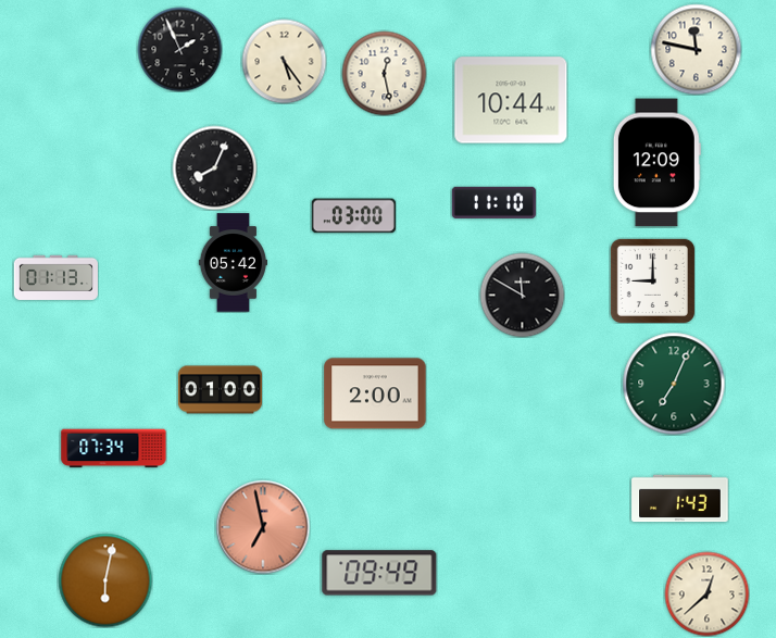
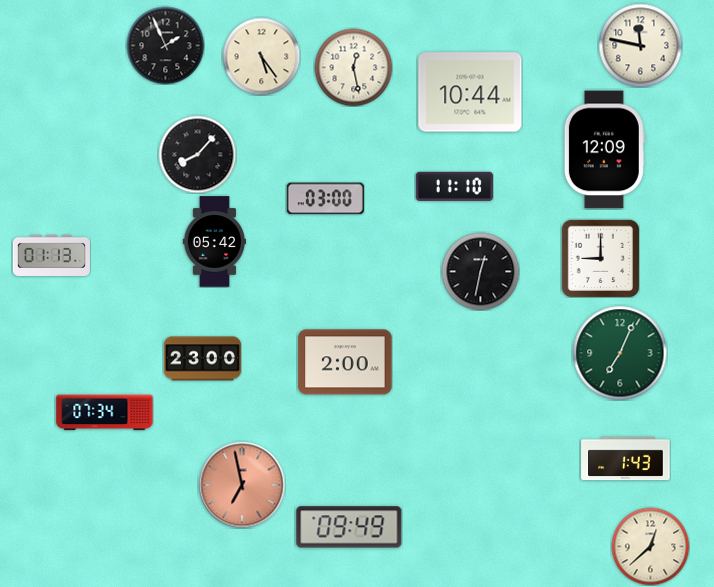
clock at (214, 167): 8:04 -> 8:07
clock at (522, 295): 11:50 -> 12:32
clock at (220, 390): 01:00 -> 23:00
clock at (105, 580): 6:02 -> none
